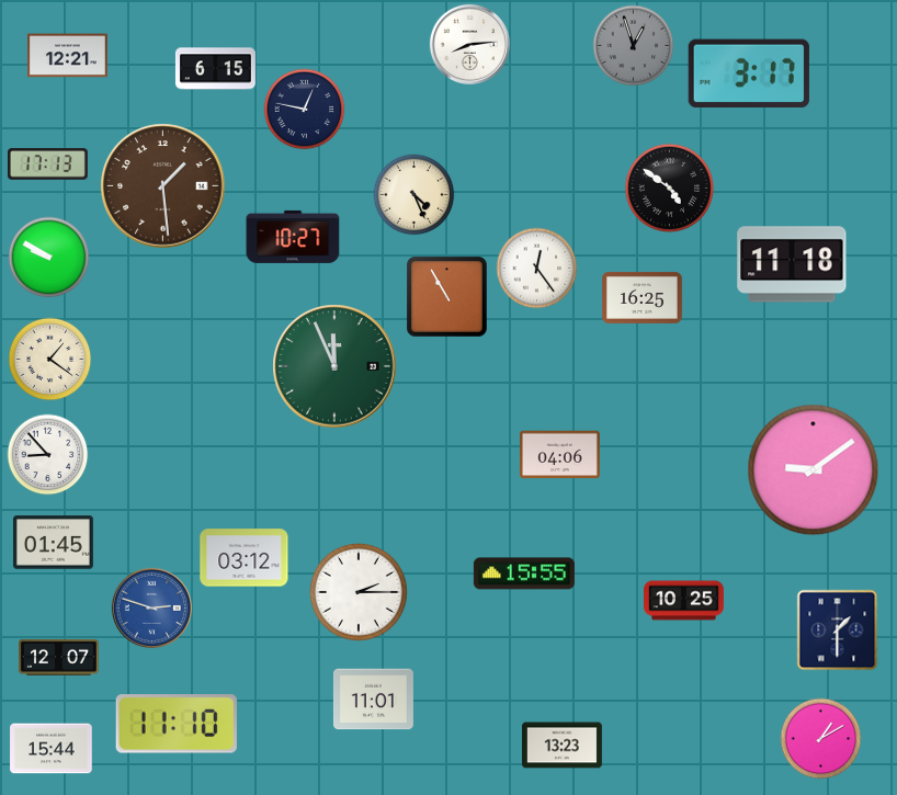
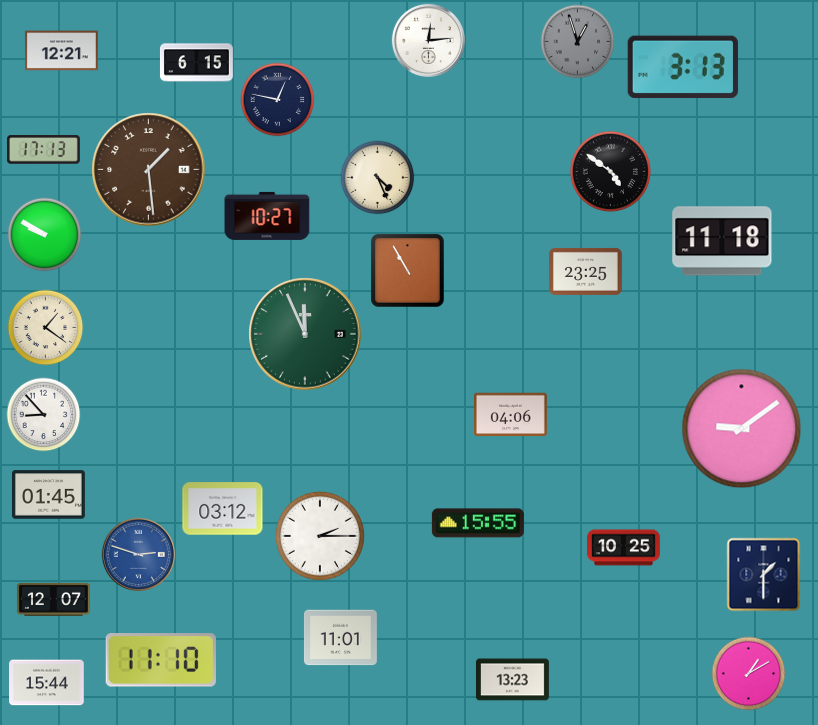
clock at (469, 44): 8:14 -> 12:14
clock at (749, 73): 3:17 -> 3:13
clock at (537, 269): 12:24 -> none
clock at (641, 297): 16:25 -> 23:25
clock at (359, 592) position: (359, 592) -> (320, 536)
